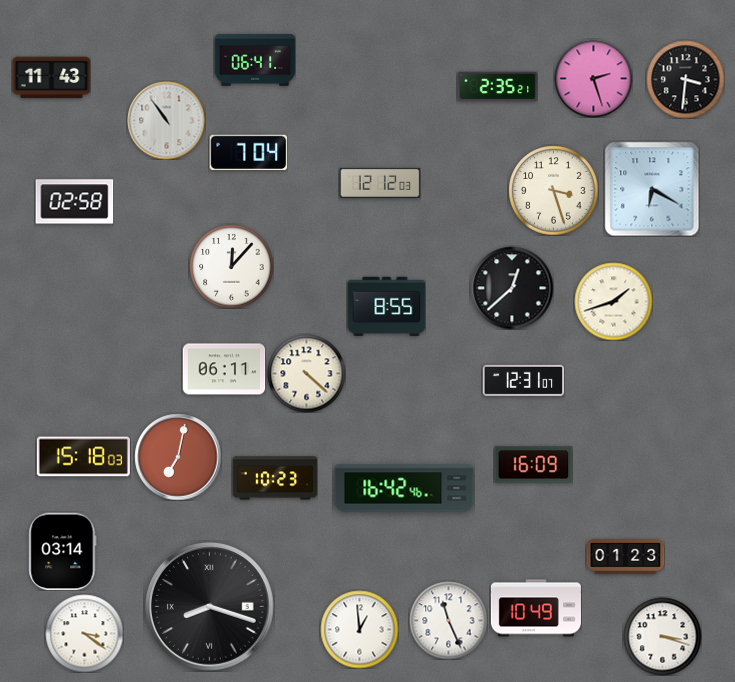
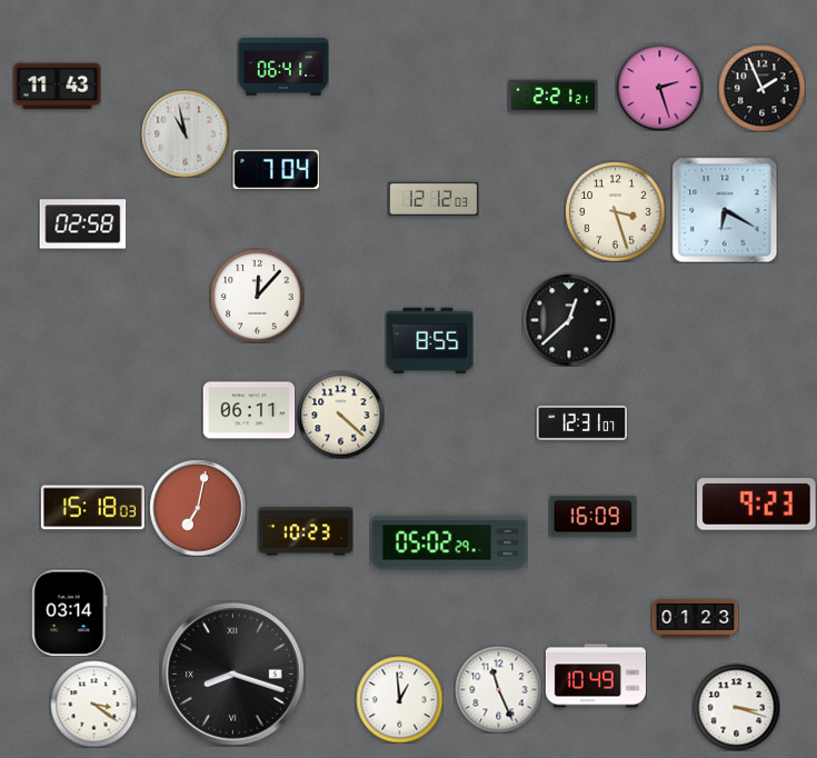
clock at (685, 79): 3:31 -> 1:56
clock at (497, 87): 2:35 -> 2:21
clock at (166, 120): 10:54 -> 10:58
clock at (380, 183) position: (380, 183) -> (434, 199)
clock at (613, 301): 1:42 -> none
clock at (757, 505): none -> 9:23
clock at (404, 488): 16:42 -> 05:02
